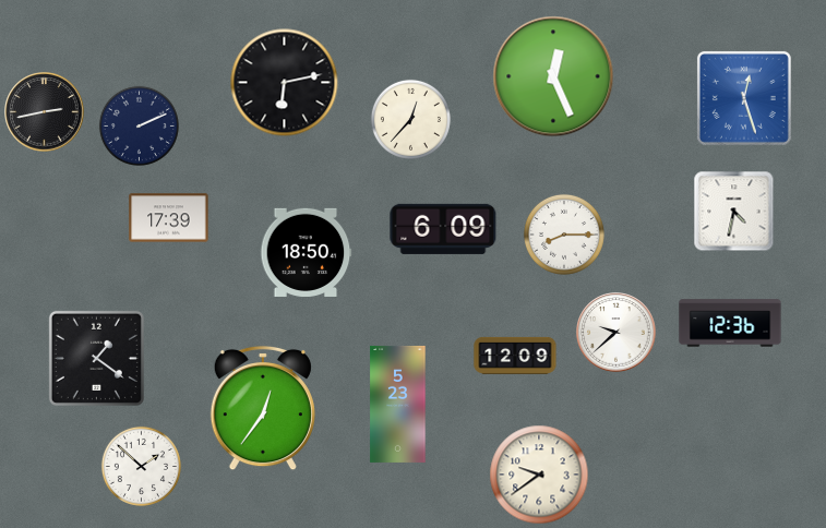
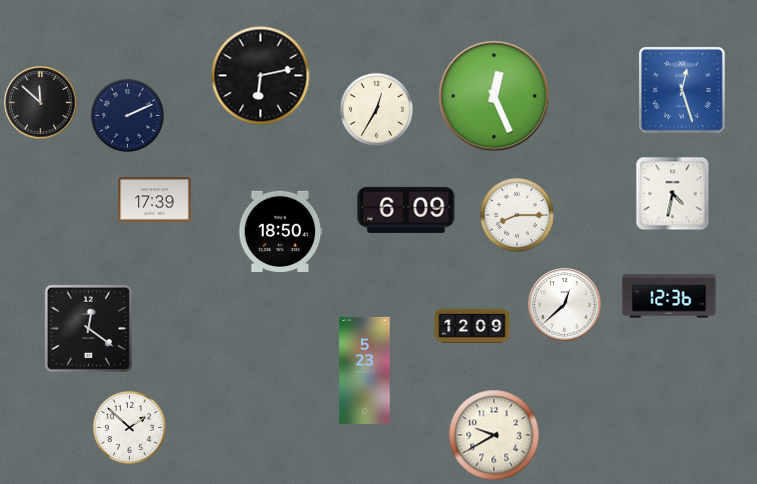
clock at (553, 76) position: (553, 76) -> (494, 96)
clock at (45, 112): 2:43 -> 11:52
clock at (410, 119): 12:37 -> 12:35
clock at (616, 333): 9:38 -> 12:38
clock at (96, 358): 1:21 -> 12:21
clock at (263, 408): 12:36 -> none
clock at (539, 475): 9:39 -> 9:40
